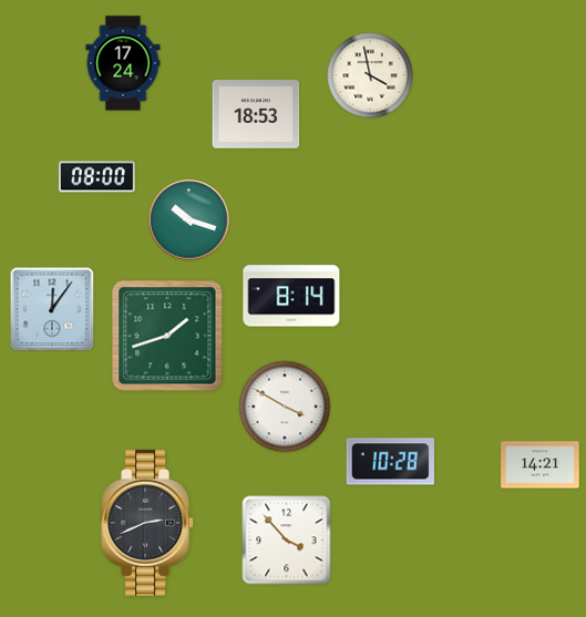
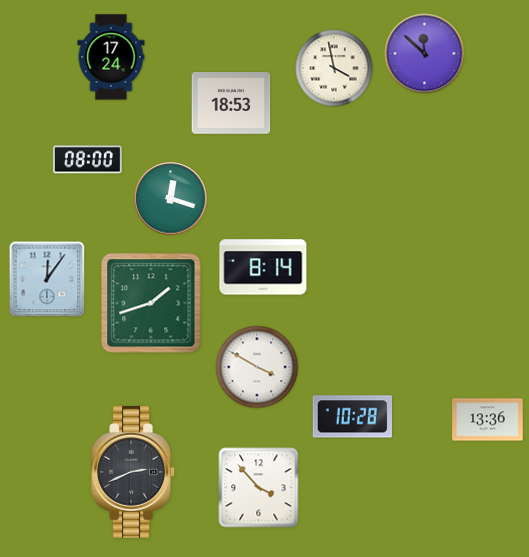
clock at (425, 54): none -> 11:52
clock at (189, 220): 10:18 -> 12:18
clock at (541, 465): 14:21 -> 13:36
